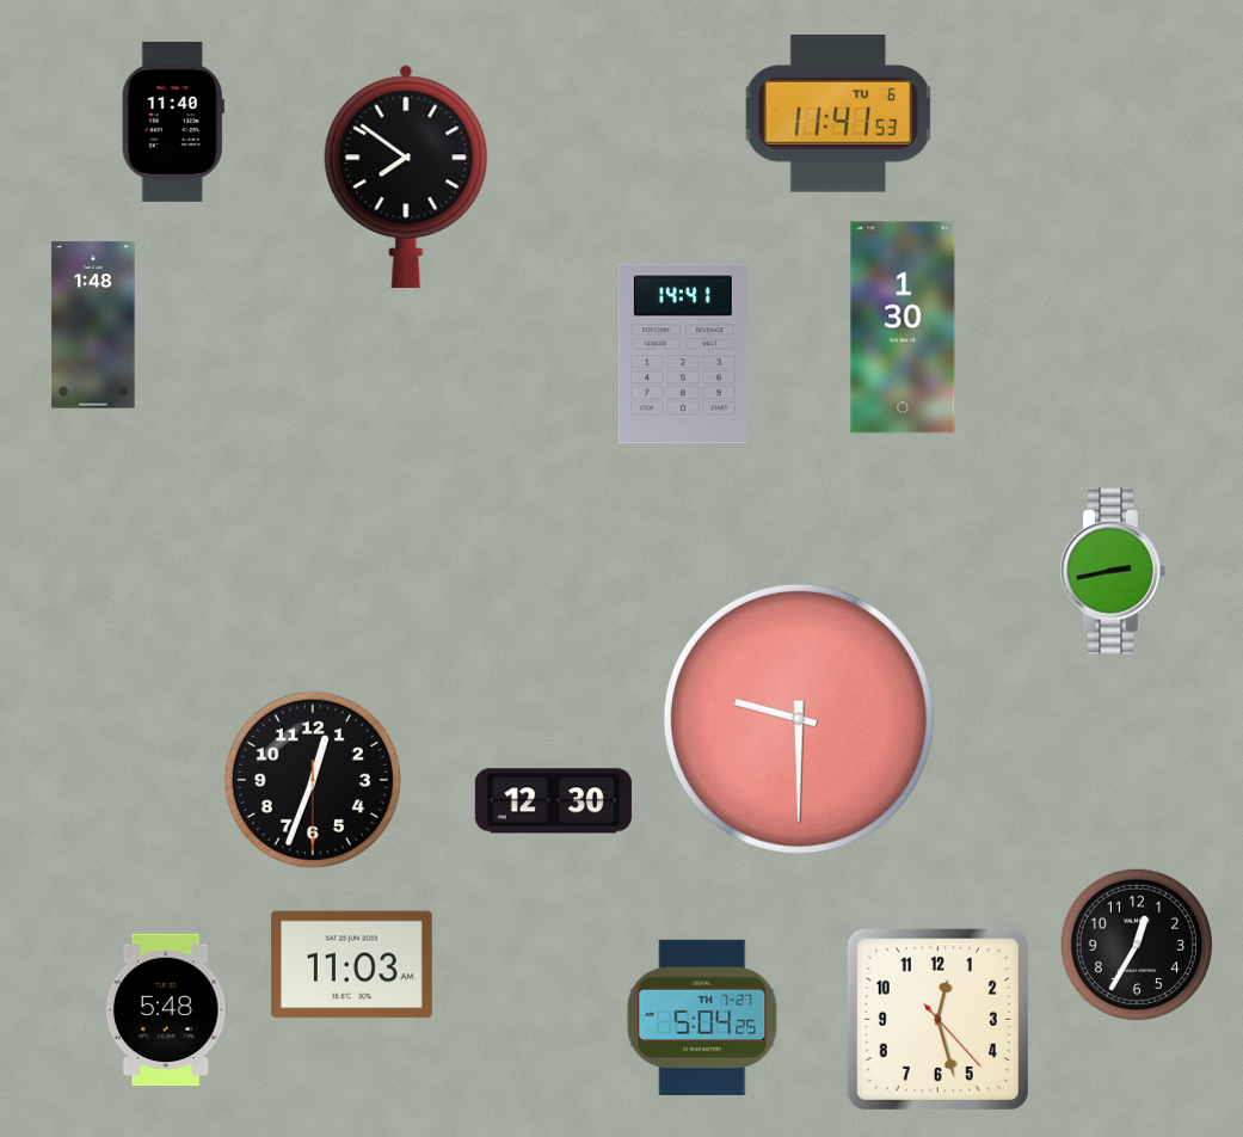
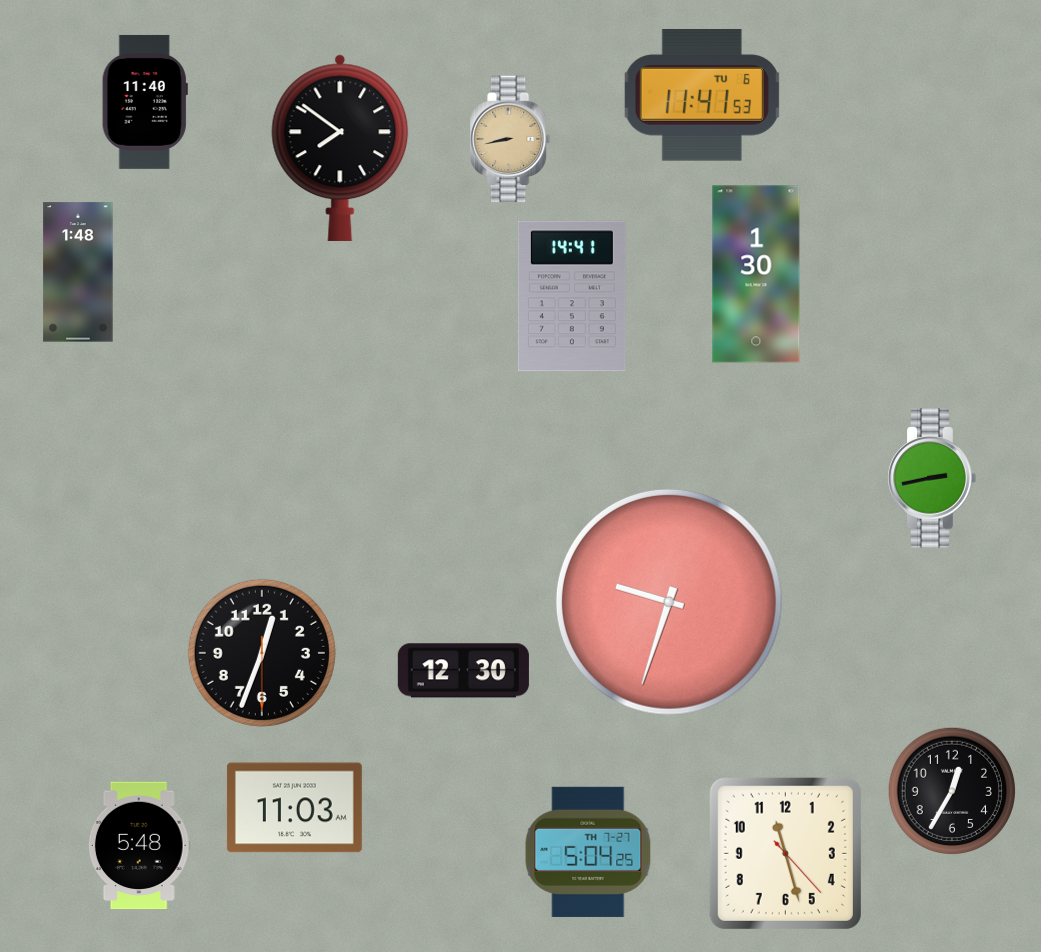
clock at (511, 139): none -> 8:43
clock at (799, 719): 9:30 -> 9:33
clock at (937, 1019): 12:27 -> 11:27
